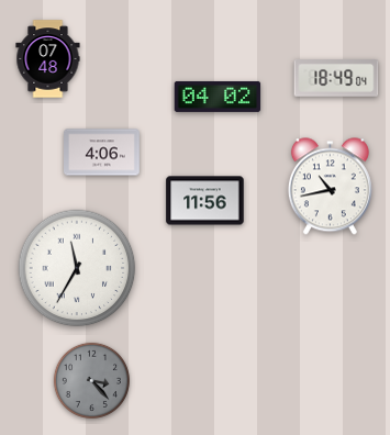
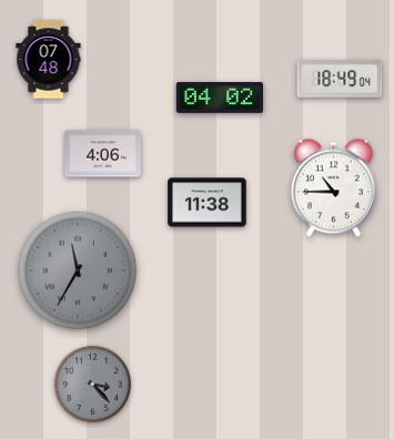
clock at (330, 187): 10:43 -> 10:45
clock at (205, 201): 11:56 -> 11:38
clock at (77, 268) dial: white -> grey
